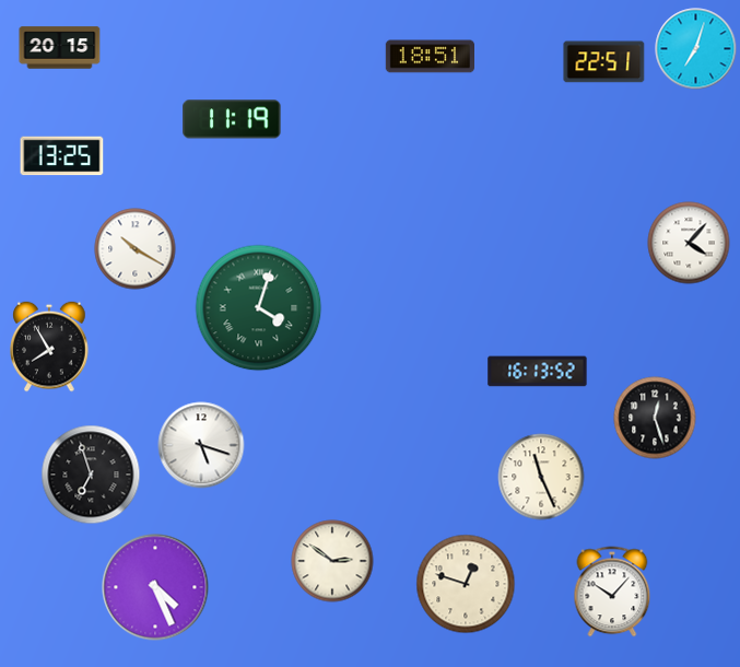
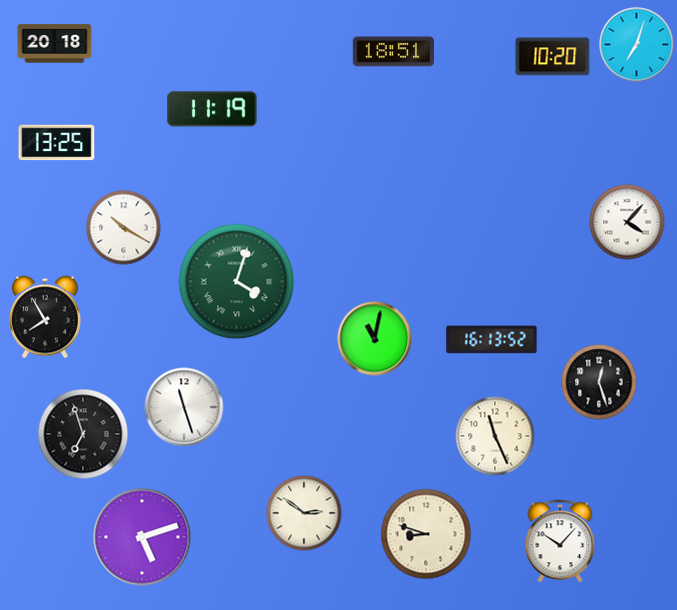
clock at (60, 48): 20:15 -> 20:18
clock at (604, 62): 22:51 -> 10:20
clock at (689, 243) position: (689, 243) -> (627, 222)
clock at (375, 339): none -> 11:02
clock at (201, 445): 5:18 -> 11:27
clock at (466, 584): 12:48 -> 8:48
clock at (155, 587): 4:26 -> 5:12
